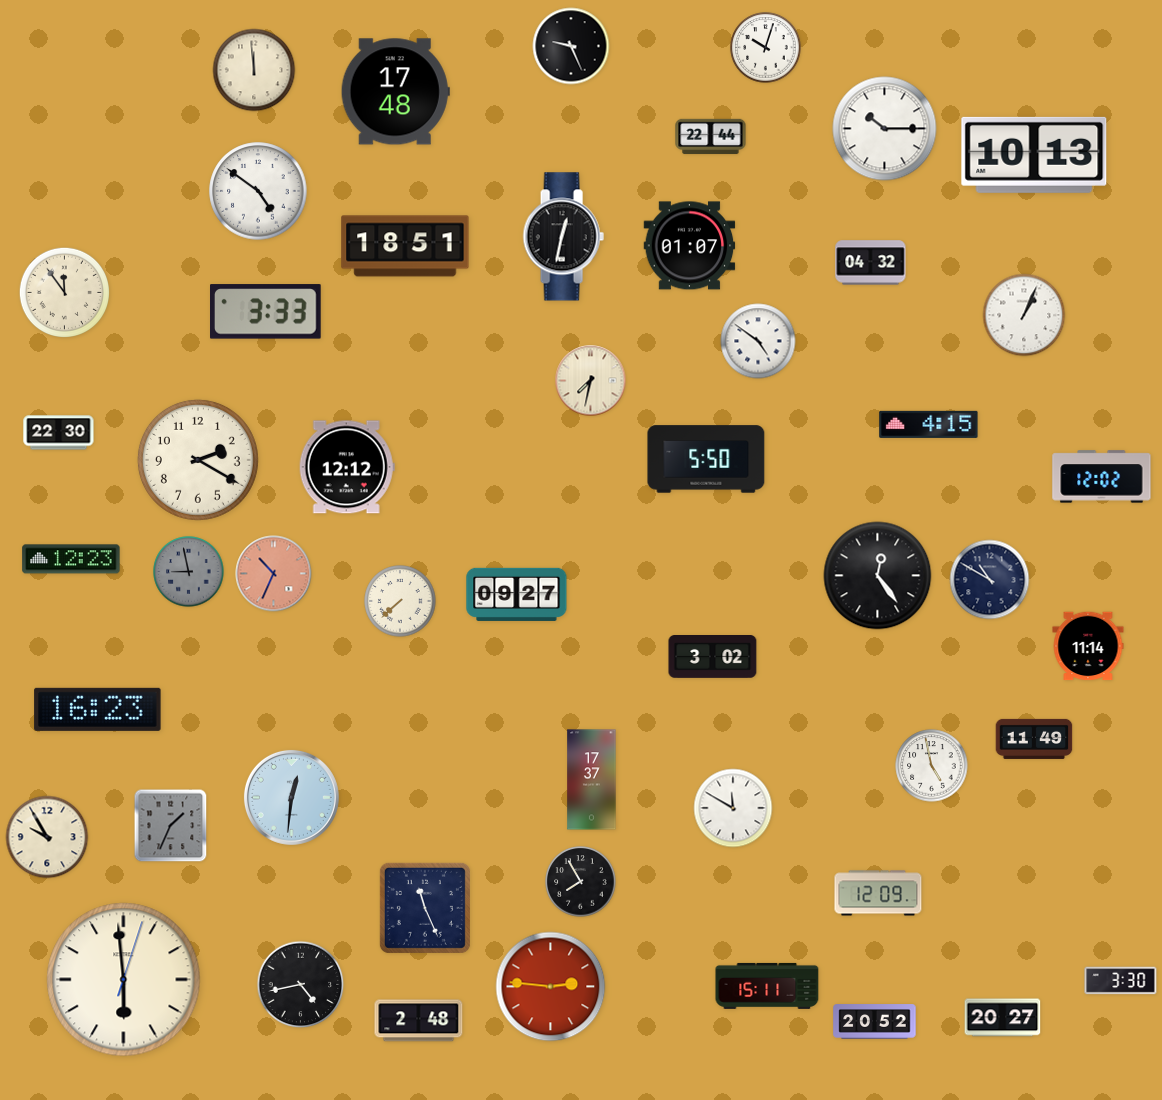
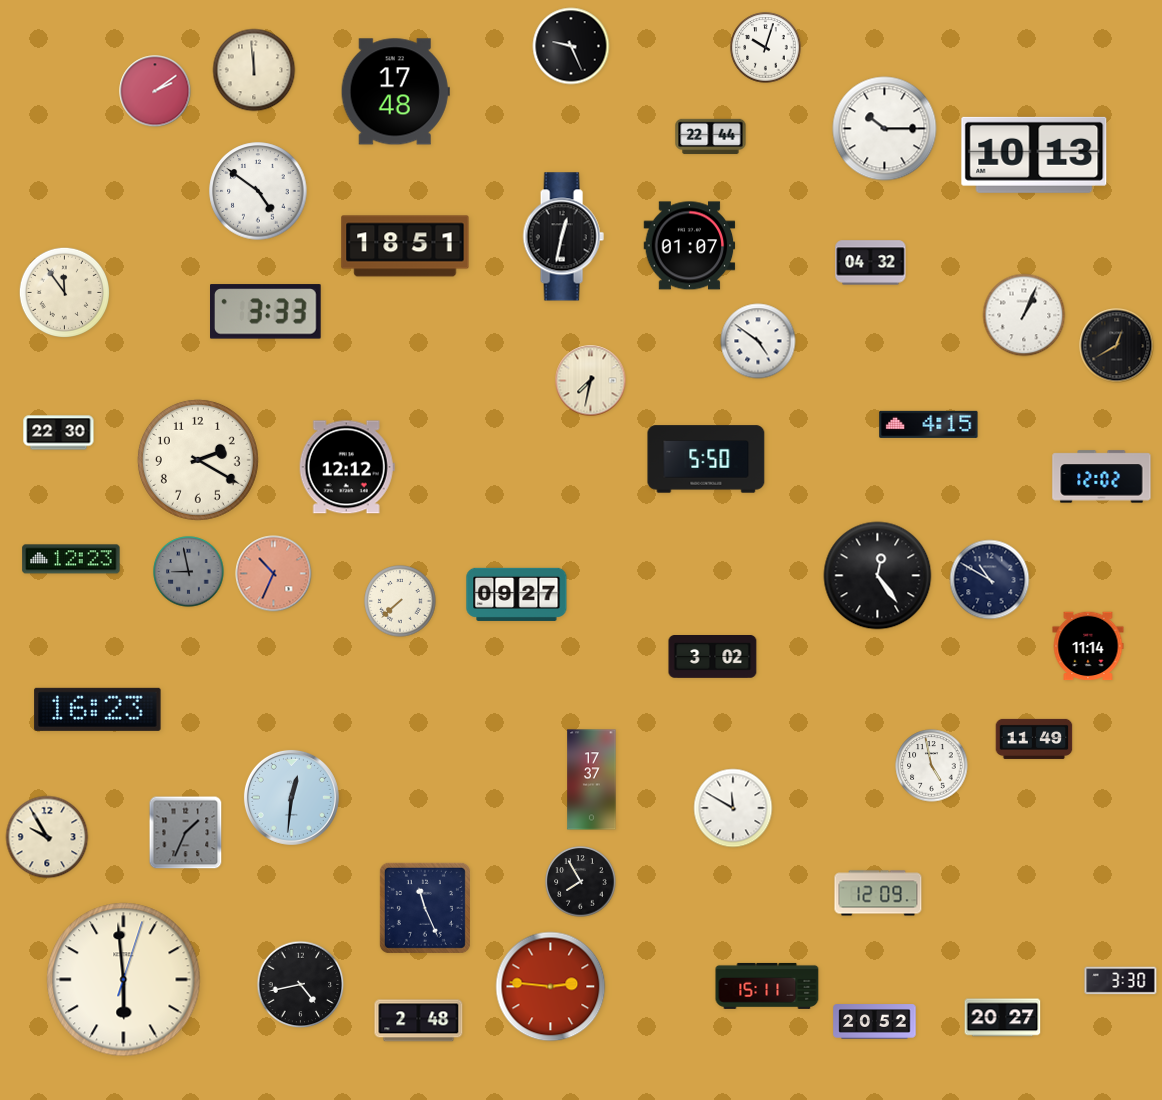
clock at (155, 91): none -> 2:09
clock at (1117, 346): none -> 12:40
clock at (171, 826) position: (171, 826) -> (186, 833)
